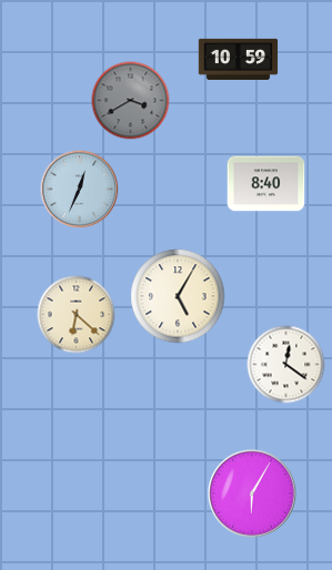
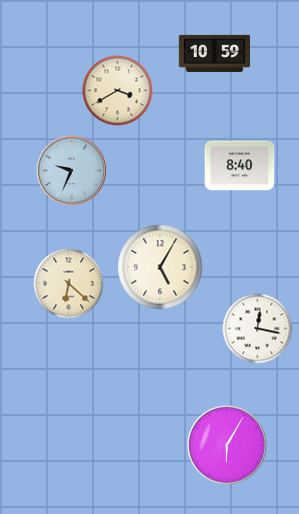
clock at (131, 101) dial: grey -> cream
clock at (80, 190): 12:34 -> 9:34
clock at (286, 365): 12:21 -> 12:17
